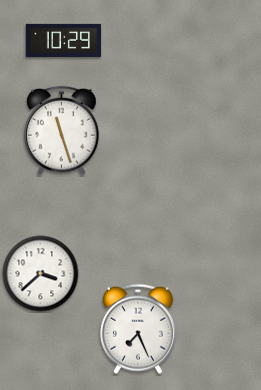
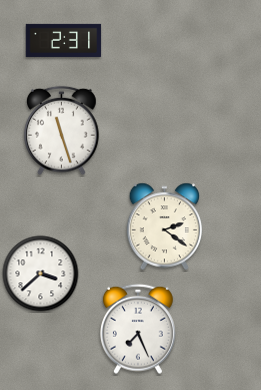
clock at (64, 40): 10:29 -> 2:31
clock at (164, 227): none -> 2:21
